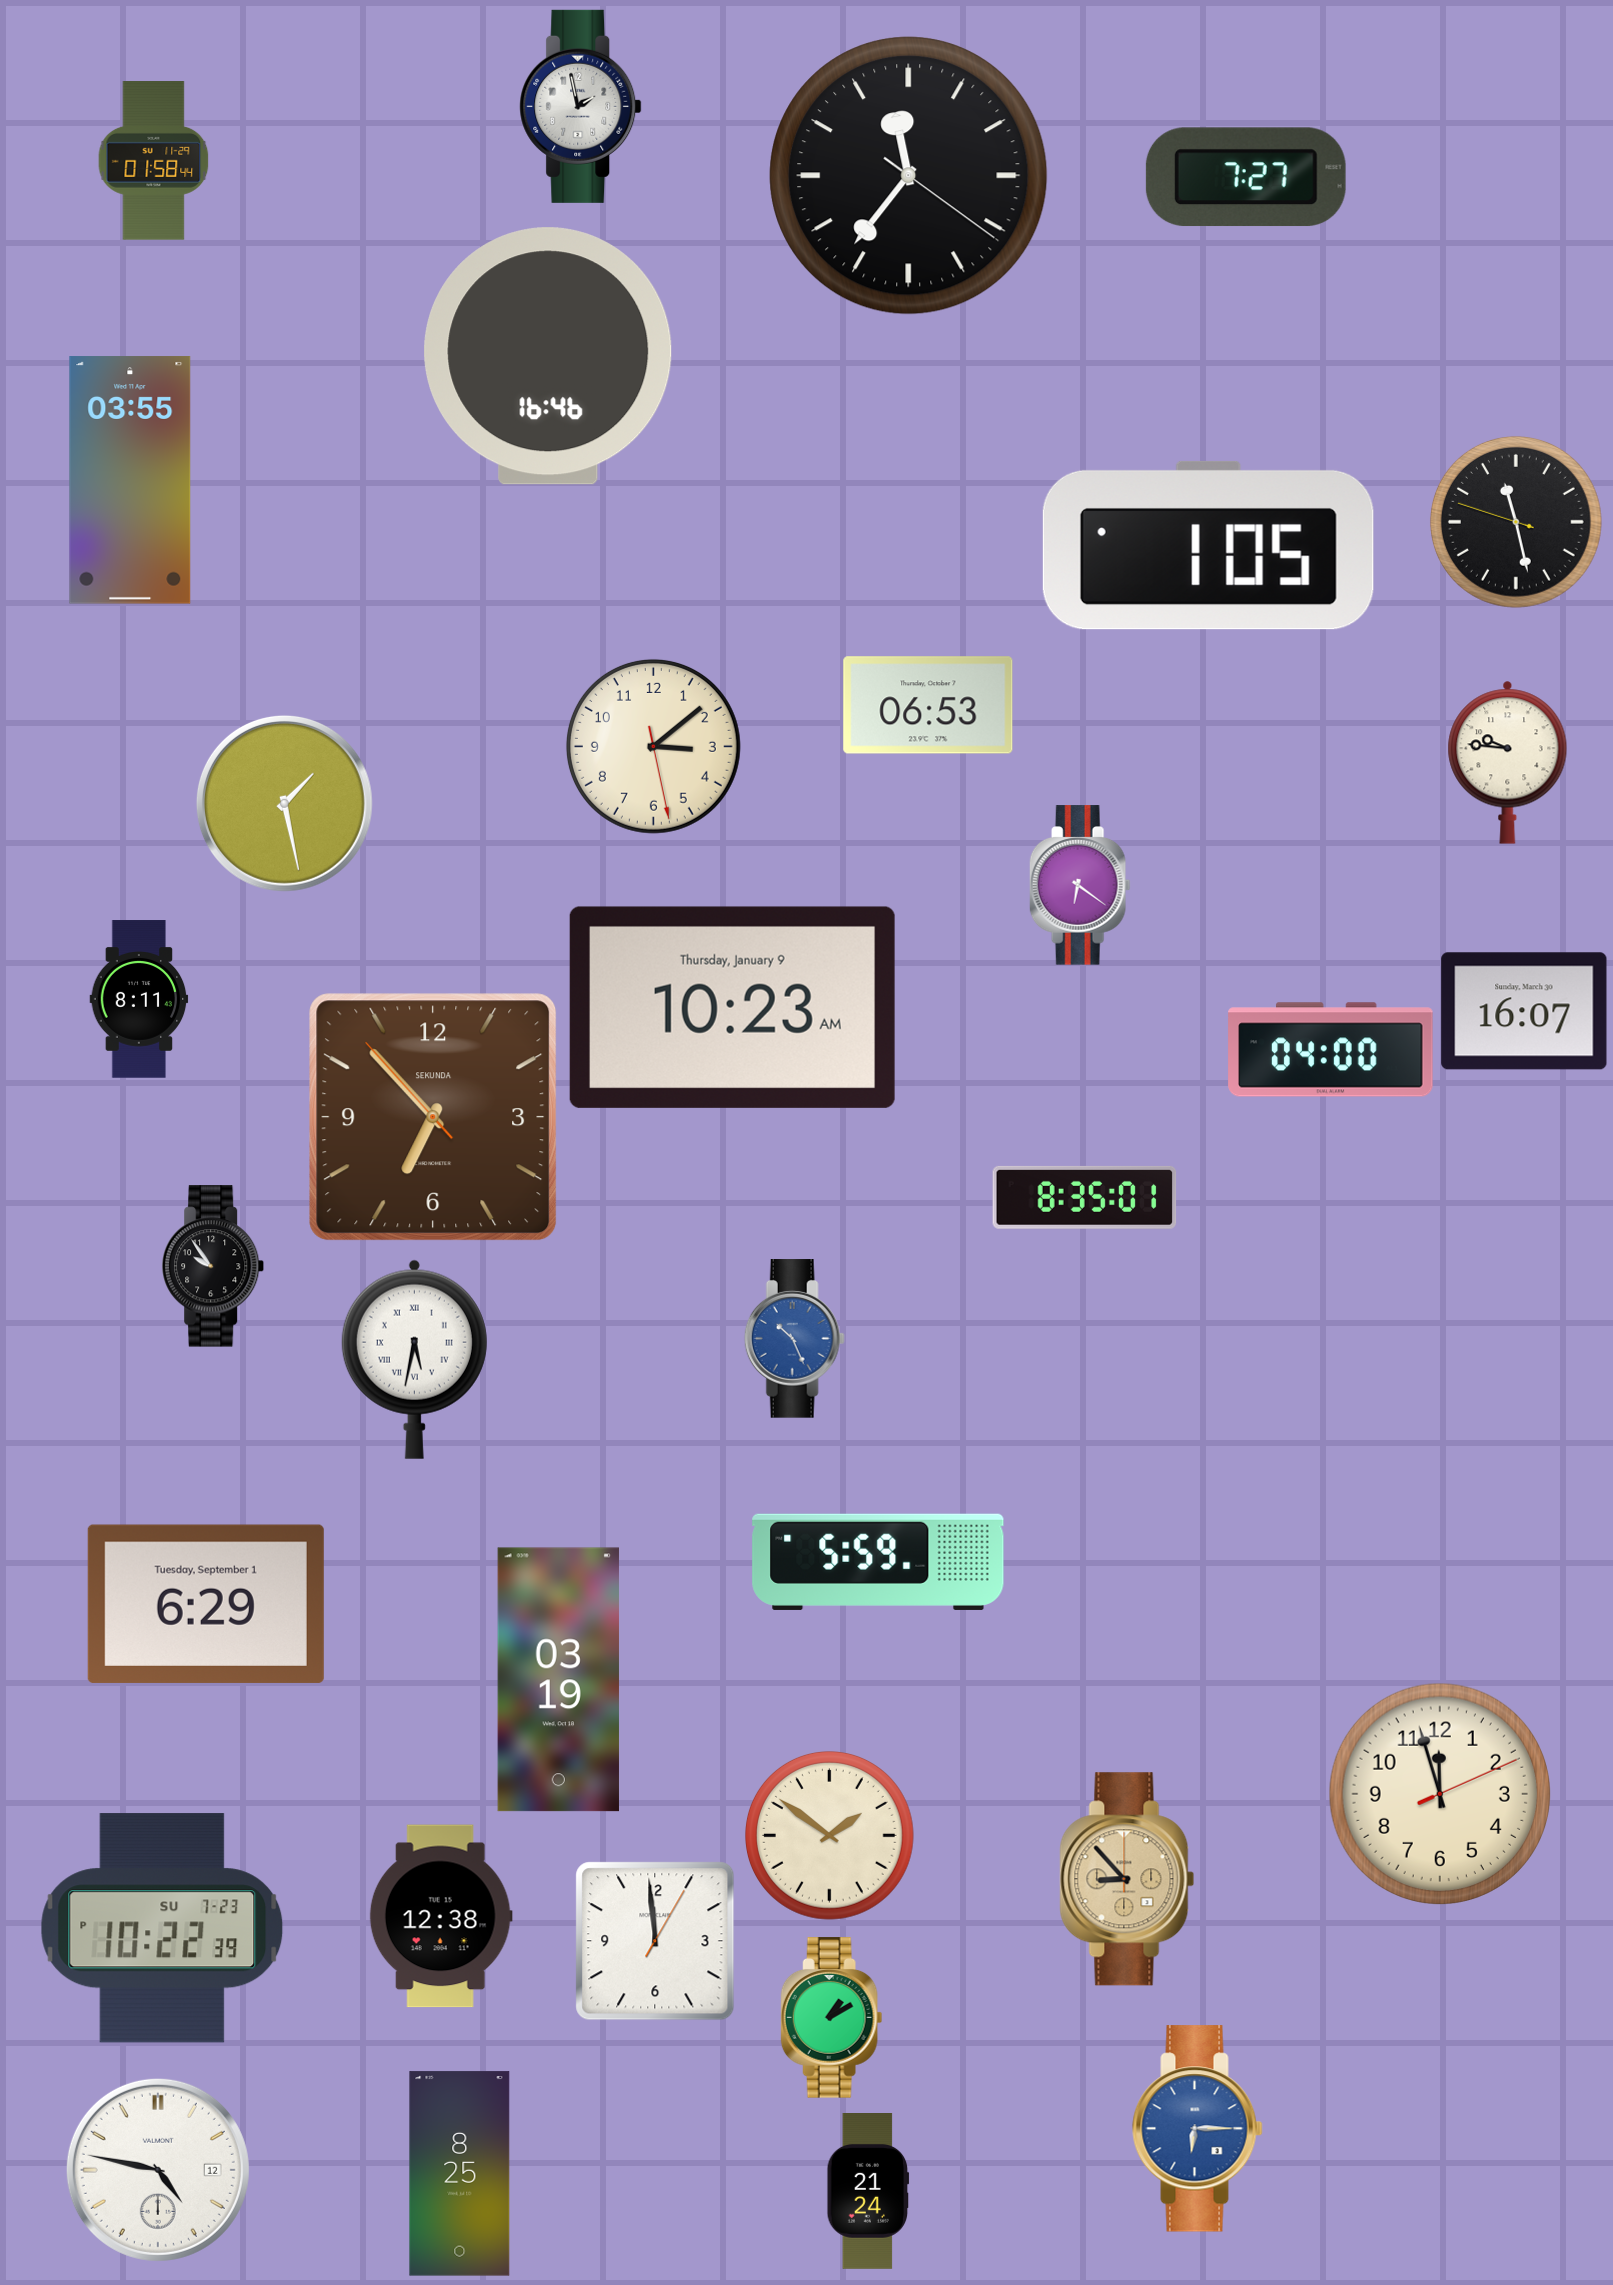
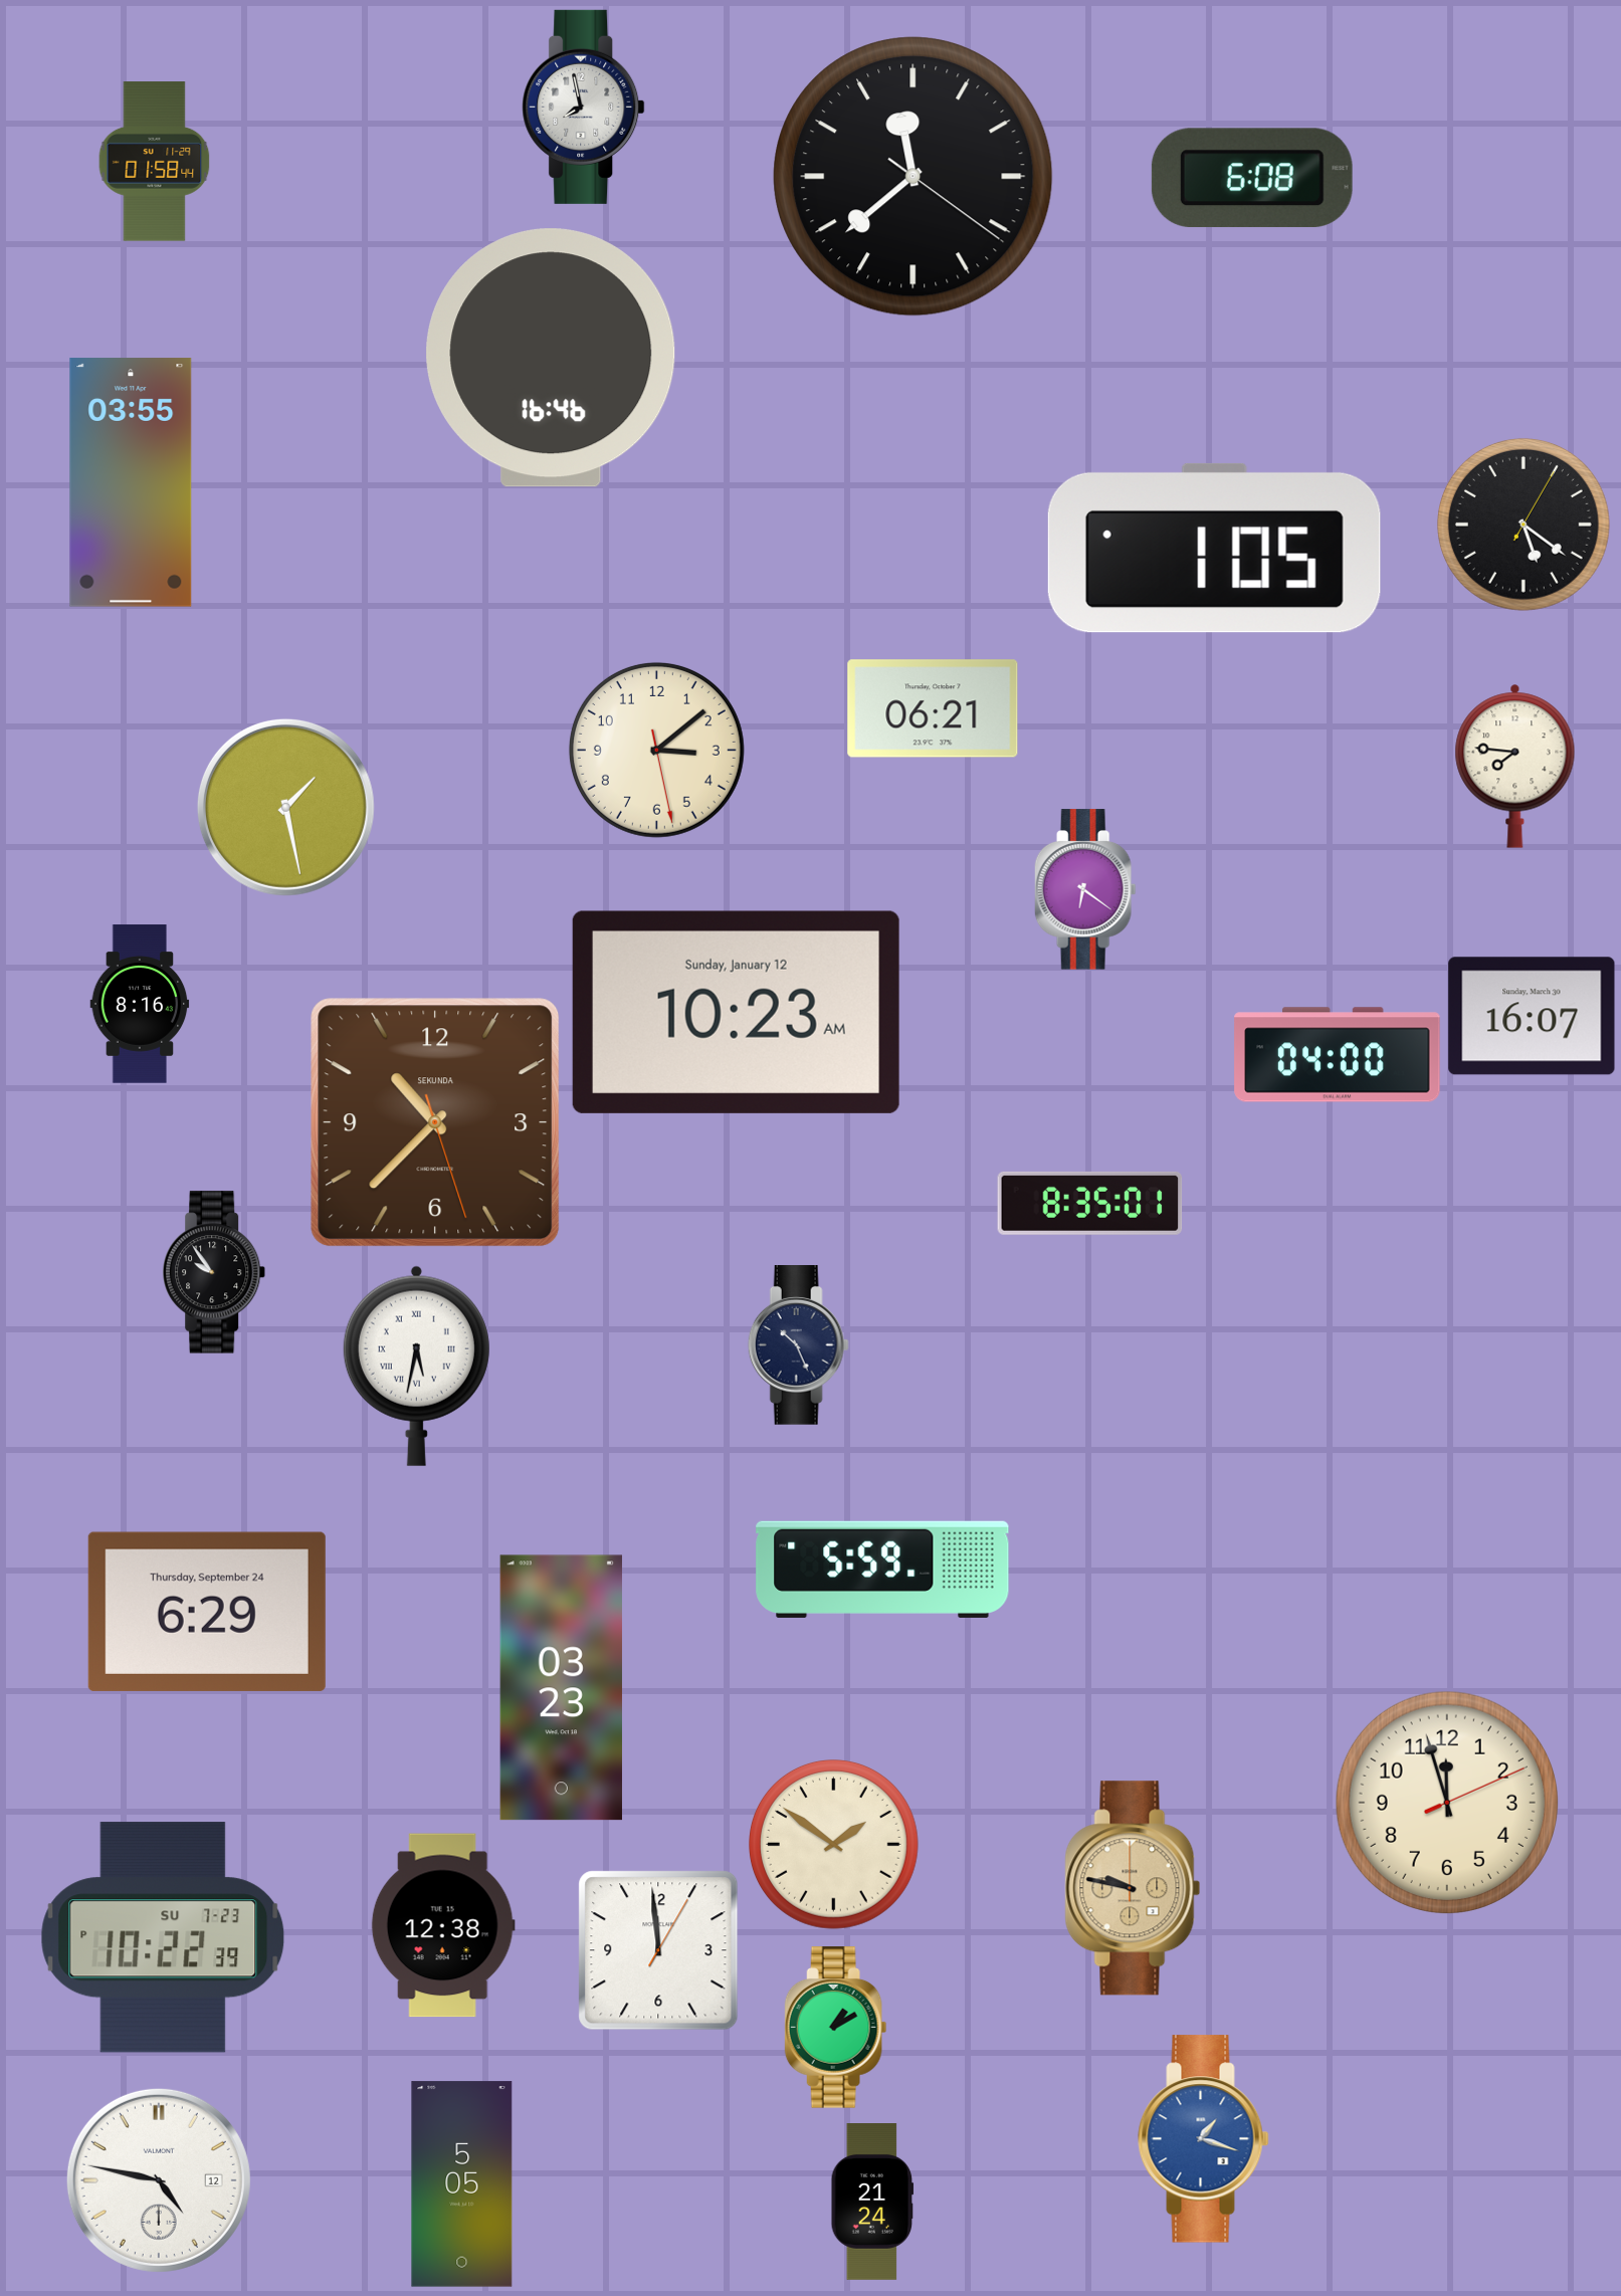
clock at (581, 106): 1:58 -> 7:58
clock at (909, 176): 11:36 -> 11:38
clock at (1246, 177): 7:27 -> 6:08
clock at (1516, 522): 11:27 -> 5:21
clock at (928, 705): 06:53 -> 06:21
clock at (1508, 762): 9:46 -> 7:46
clock at (139, 999): 8:11 -> 8:16
clock at (732, 1007) date: Thursday, January 9 -> Sunday, January 12
clock at (433, 1117): 6:52 -> 10:37
clock at (794, 1339) dial: blue -> navy
clock at (206, 1604) date: Tuesday, September 1 -> Thursday, September 24
clock at (558, 1680): 03:19 -> 03:23
clock at (1127, 1879): 8:53 -> 9:47
clock at (1198, 2129): 6:15 -> 1:18
clock at (460, 2174): 8:25 -> 5:05
